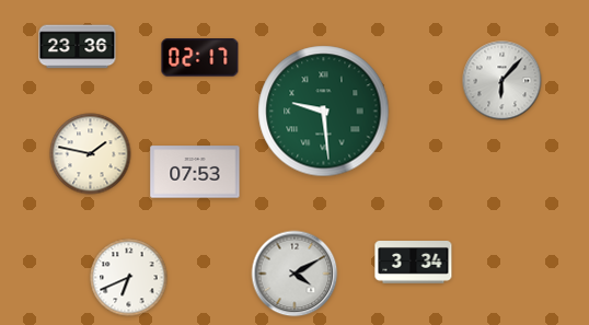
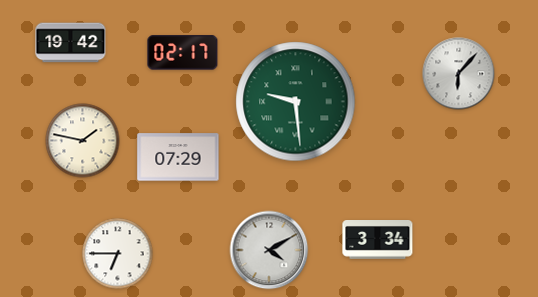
clock at (78, 47): 23:36 -> 19:42
clock at (195, 172): 07:53 -> 07:29
clock at (129, 278): 6:41 -> 6:45
